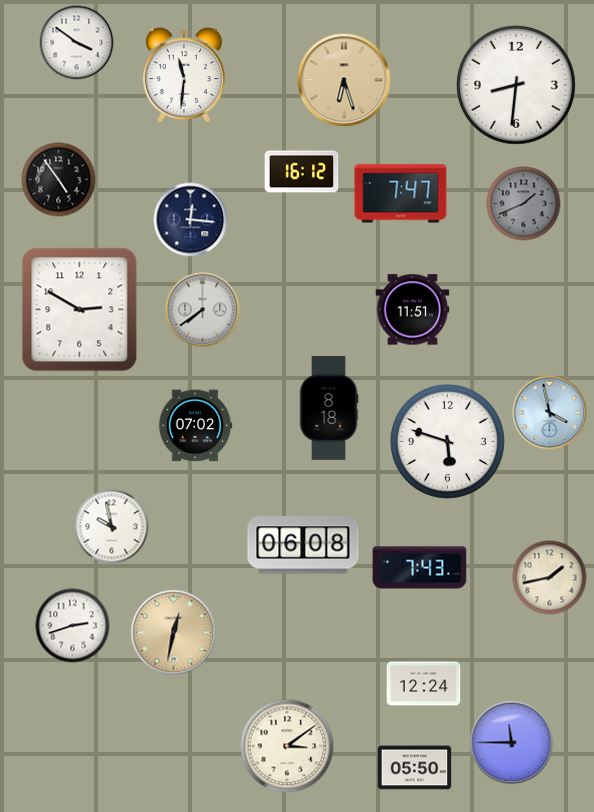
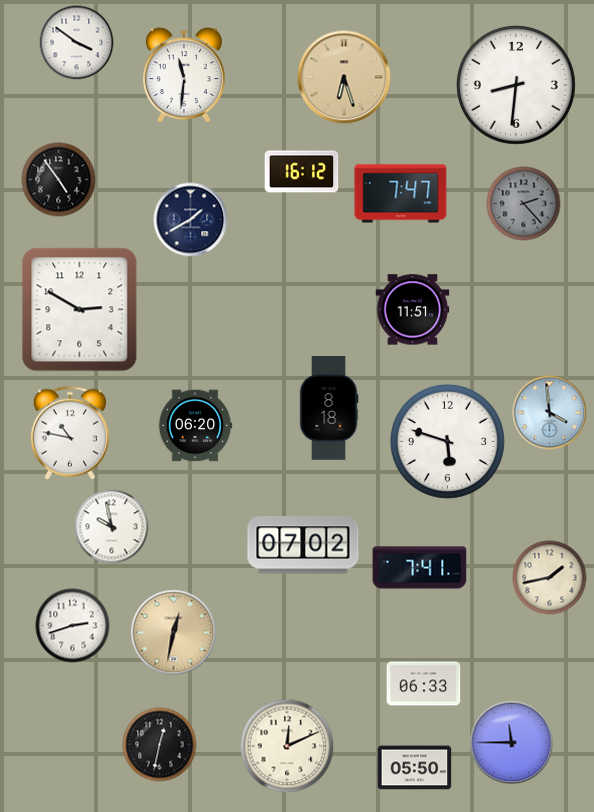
clock at (344, 80) position: (344, 80) -> (344, 77)
clock at (524, 204): 1:41 -> 2:23
clock at (191, 220): 12:16 -> 1:40
clock at (203, 310): 7:39 -> none
clock at (550, 413): 3:58 -> 3:59
clock at (195, 426): 07:02 -> 06:20
clock at (70, 433): none -> 10:47
clock at (303, 545): 06:08 -> 07:02
clock at (420, 568): 7:43 -> 7:41
clock at (424, 684): 12:24 -> 06:33
clock at (160, 745): none -> 12:32
clock at (287, 746): 3:09 -> 12:11
